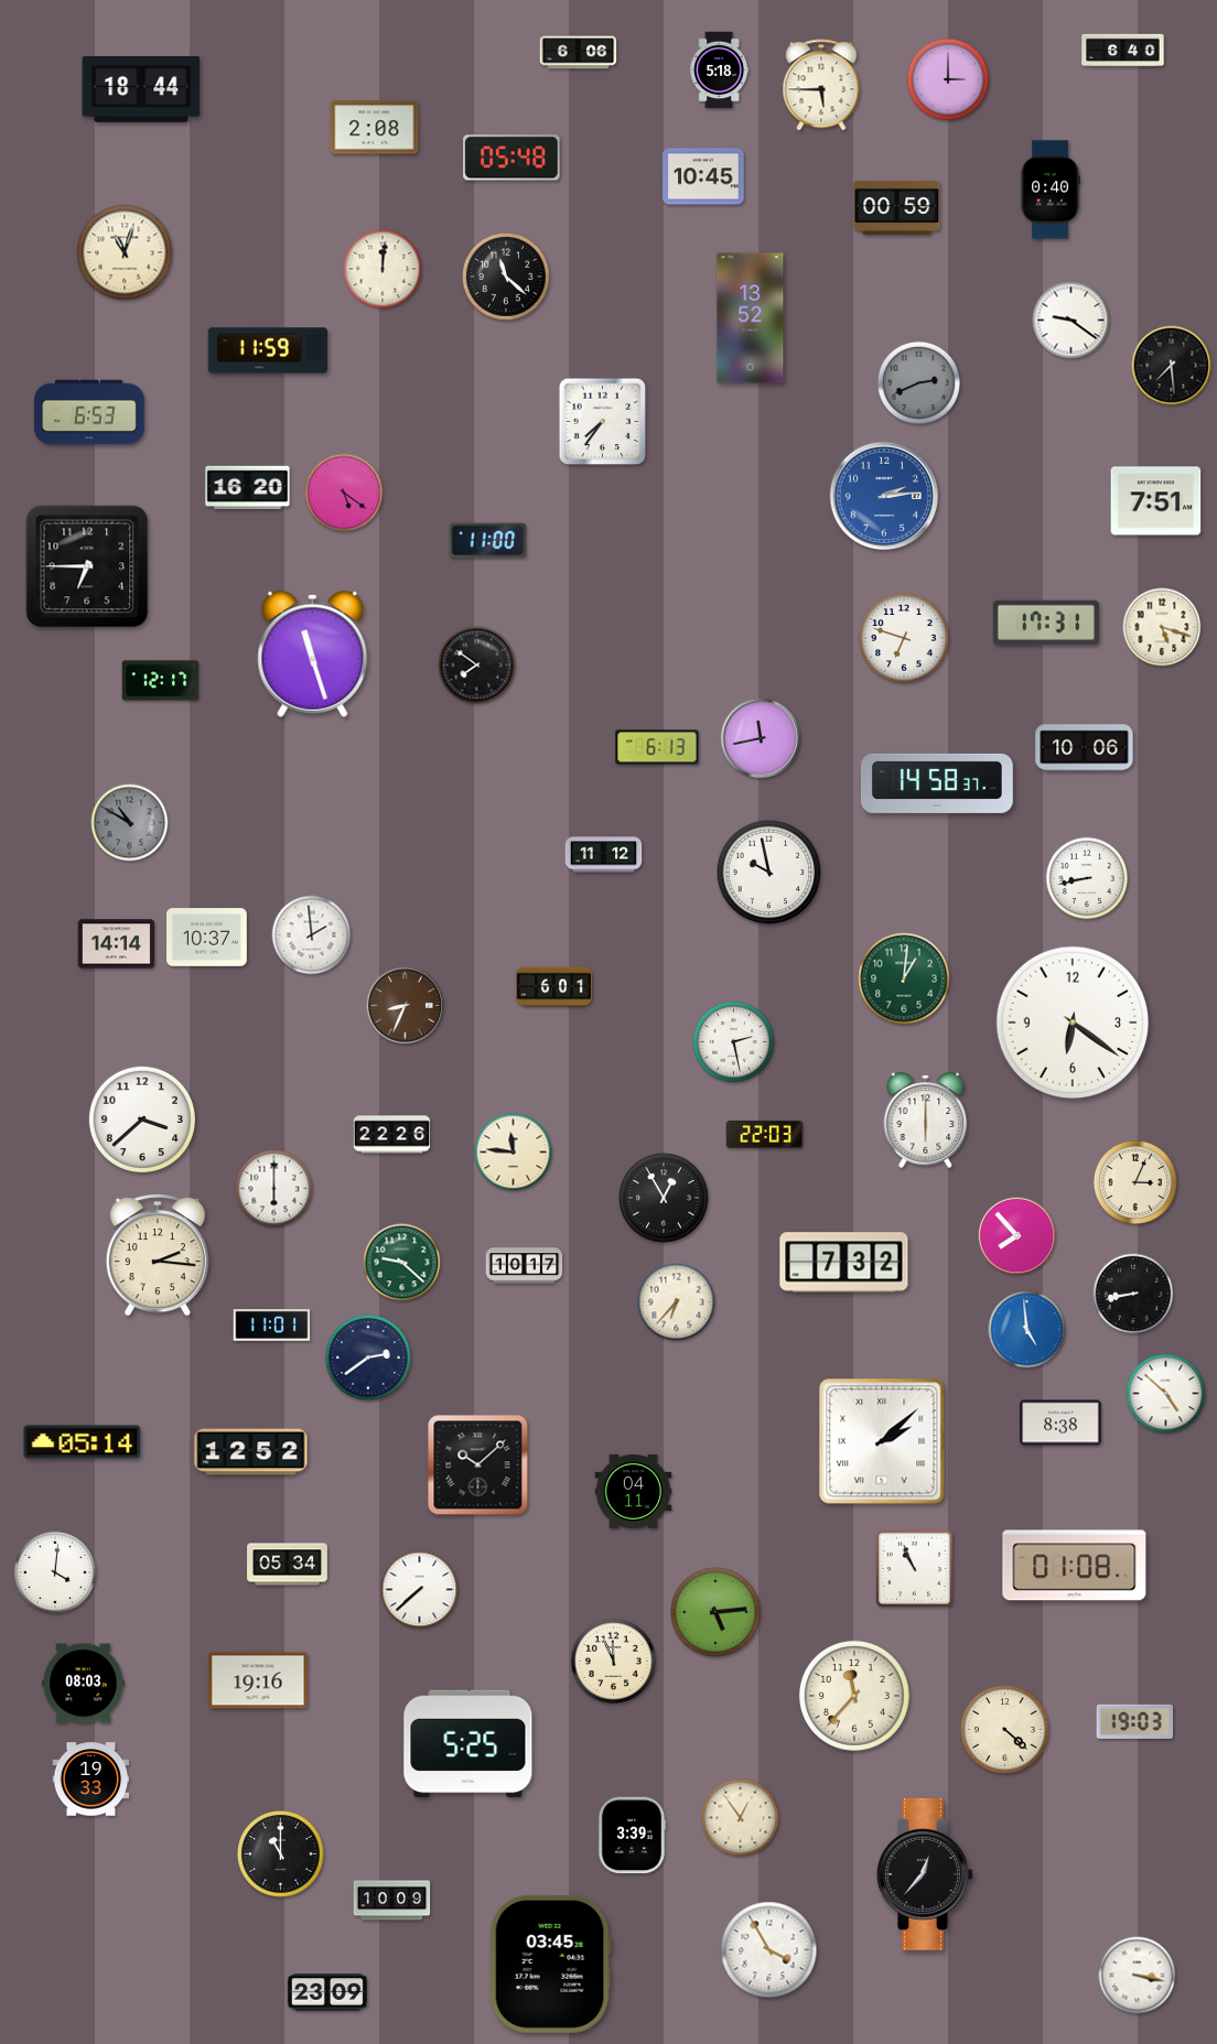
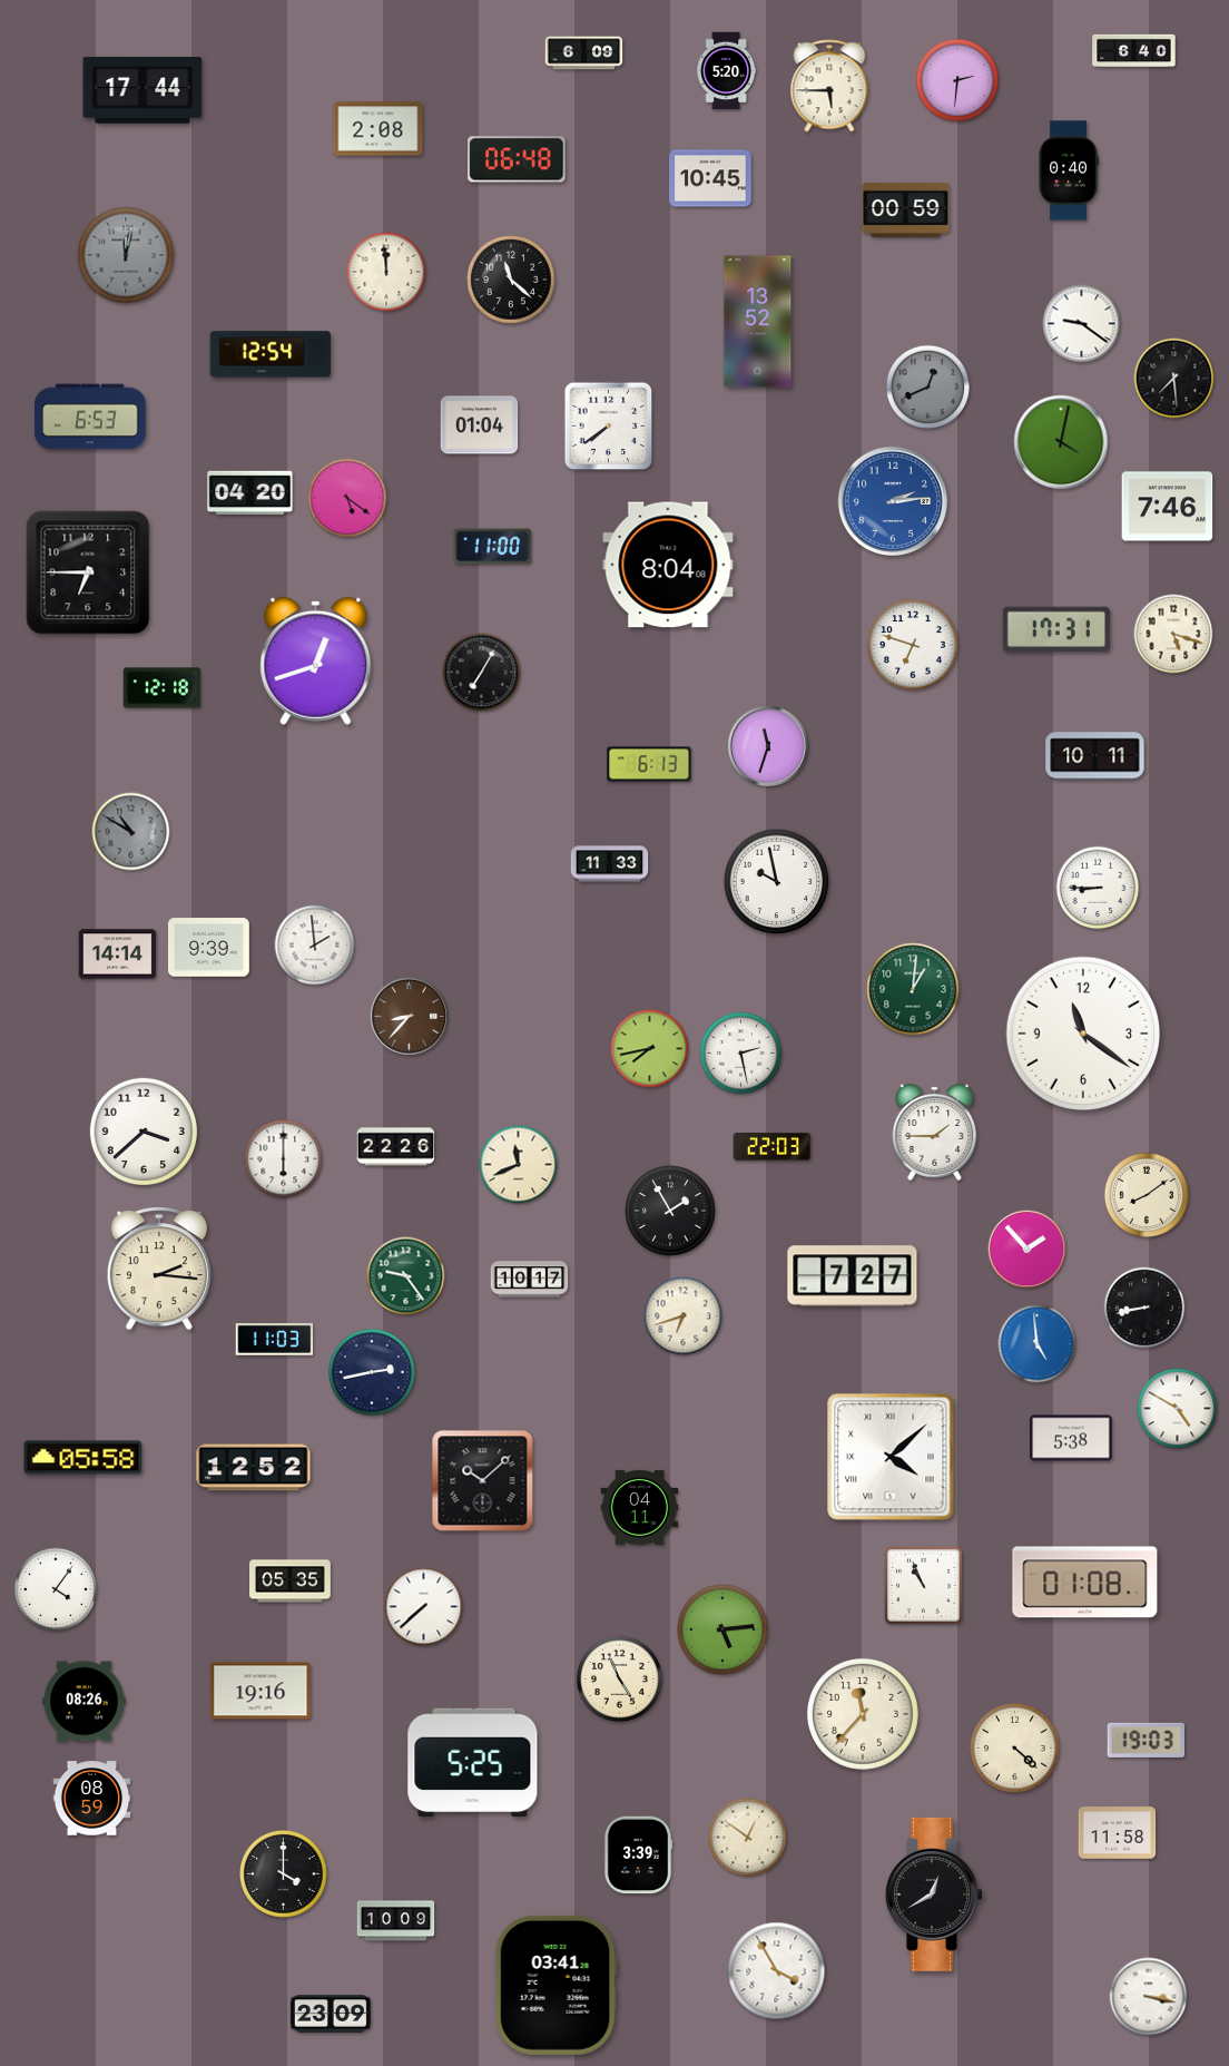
clock at (579, 53): 6:06 -> 6:09
clock at (719, 71): 5:18 -> 5:20
clock at (948, 79): 3:00 -> 2:31
clock at (141, 90): 18:44 -> 17:44
clock at (511, 158): 05:48 -> 06:48
clock at (1051, 190) position: (1051, 190) -> (1069, 170)
clock at (125, 252): 11:03 -> 12:02
clock at (125, 252) dial: cream -> grey
clock at (383, 269): 12:01 -> 11:59
clock at (268, 350): 11:59 -> 12:54
clock at (1172, 366) position: (1172, 366) -> (1174, 379)
clock at (918, 382): 2:41 -> 12:41
clock at (480, 425): none -> 01:04
clock at (603, 422): 7:36 -> 7:39
clock at (1061, 442): none -> 4:02
clock at (248, 488): 16:20 -> 04:20
clock at (1156, 501): 7:51 -> 7:46
clock at (668, 565): none -> 8:04
clock at (313, 653): 11:27 -> 12:42
clock at (477, 666): 7:51 -> 7:05
clock at (161, 681): 12:17 -> 12:18
clock at (761, 738): 11:43 -> 11:33
clock at (657, 747) position: (657, 747) -> (649, 764)
clock at (1085, 748): 10:06 -> 10:11
clock at (937, 783): 14:58 -> none
clock at (604, 855): 11:12 -> 11:33
clock at (1087, 878): 8:43 -> 8:45
clock at (207, 938): 10:37 -> 9:39
clock at (554, 987): 6:01 -> none
clock at (406, 1006): 8:34 -> 8:37
clock at (1073, 1023): 6:21 -> 11:21
clock at (650, 1049): none -> 7:43
clock at (926, 1120): 6:00 -> 1:45
clock at (514, 1153): 11:46 -> 11:41
clock at (1135, 1182): 3:04 -> 8:09
clock at (274, 1189) position: (274, 1189) -> (284, 1159)
clock at (664, 1198): 12:55 -> 1:55
clock at (1017, 1236): 7:53 -> 1:53
clock at (402, 1263): 9:22 -> 9:24
clock at (844, 1263): 7:32 -> 7:27
clock at (677, 1302): 6:37 -> 6:42
clock at (272, 1326): 11:01 -> 11:03
clock at (368, 1358): 2:39 -> 2:43
clock at (1166, 1394): 4:52 -> 4:50
clock at (1060, 1423): 8:38 -> 5:38
clock at (882, 1441): 2:08 -> 4:08
clock at (83, 1442): 05:14 -> 05:58
clock at (288, 1565): 05:34 -> 05:35
clock at (55, 1572): 4:01 -> 4:06
clock at (613, 1661): 11:56 -> 4:56
clock at (258, 1680) position: (258, 1680) -> (260, 1691)
clock at (84, 1684): 08:03 -> 08:26
clock at (91, 1780): 19:33 -> 08:59
clock at (1118, 1833): none -> 11:58
clock at (741, 1818): 12:54 -> 12:51
clock at (280, 1853): 11:00 -> 4:00
clock at (925, 1874): 12:37 -> 12:40
clock at (550, 1964): 03:45 -> 03:41
